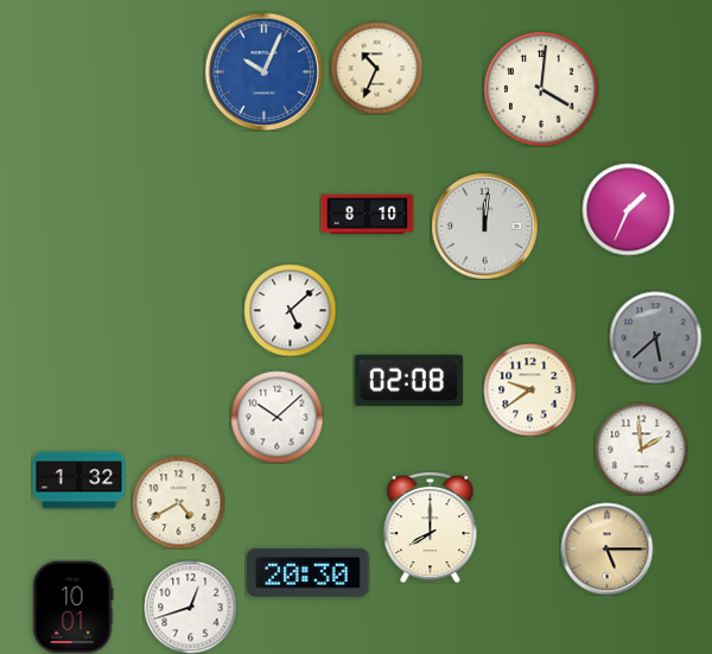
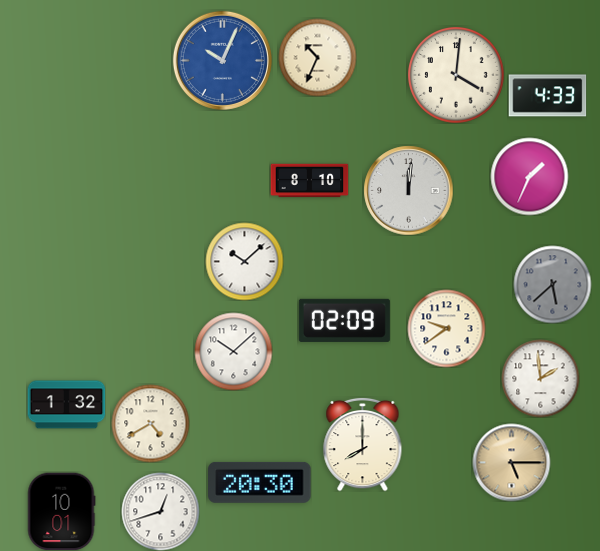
clock at (547, 96): none -> 4:33
clock at (290, 310): 5:08 -> 10:08
clock at (408, 380): 02:08 -> 02:09
